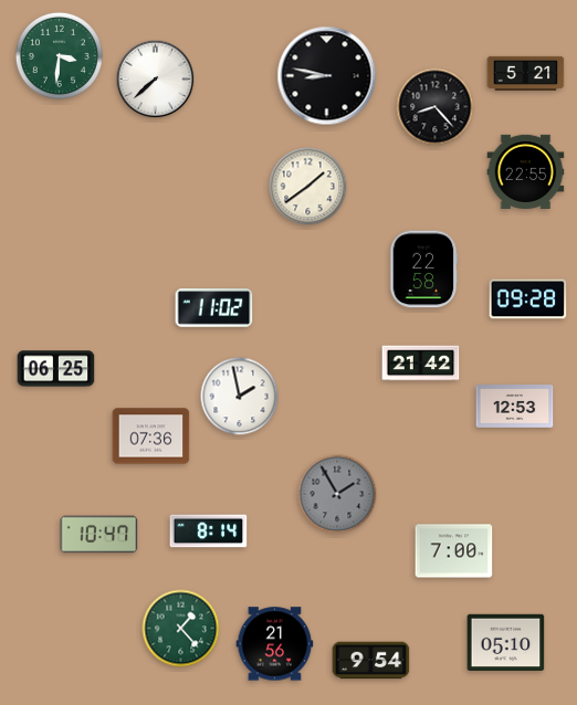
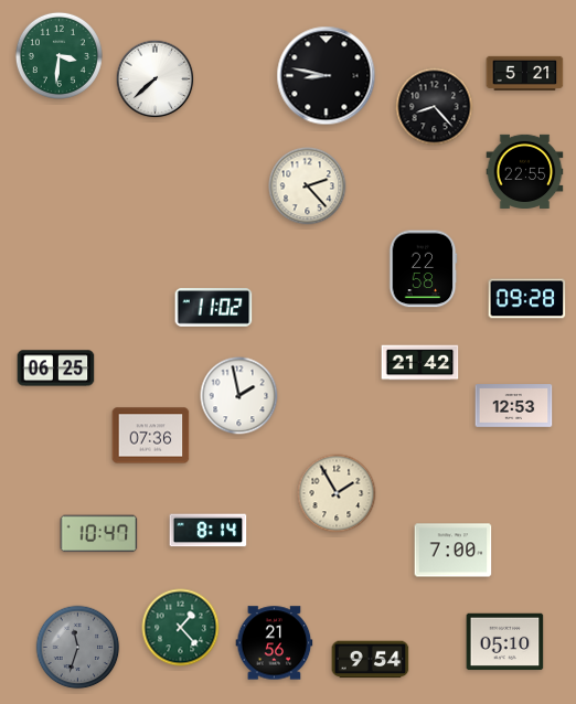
clock at (308, 187): 1:39 -> 2:23
clock at (337, 494) dial: grey -> cream
clock at (78, 648): none -> 11:33
